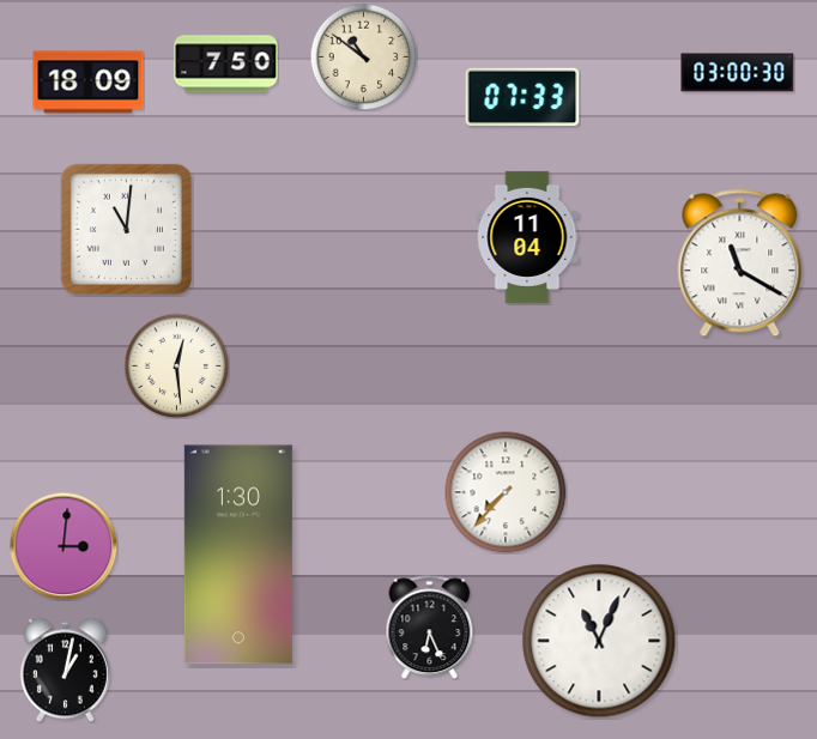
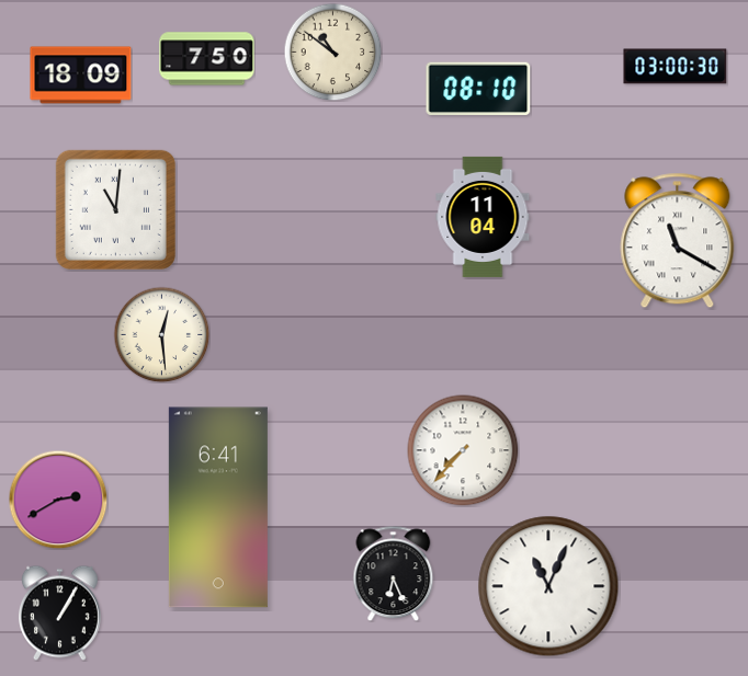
clock at (522, 97): 07:33 -> 08:10
clock at (63, 546): 3:01 -> 2:40
clock at (238, 555): 1:30 -> 6:41
clock at (65, 670): 1:02 -> 1:05
